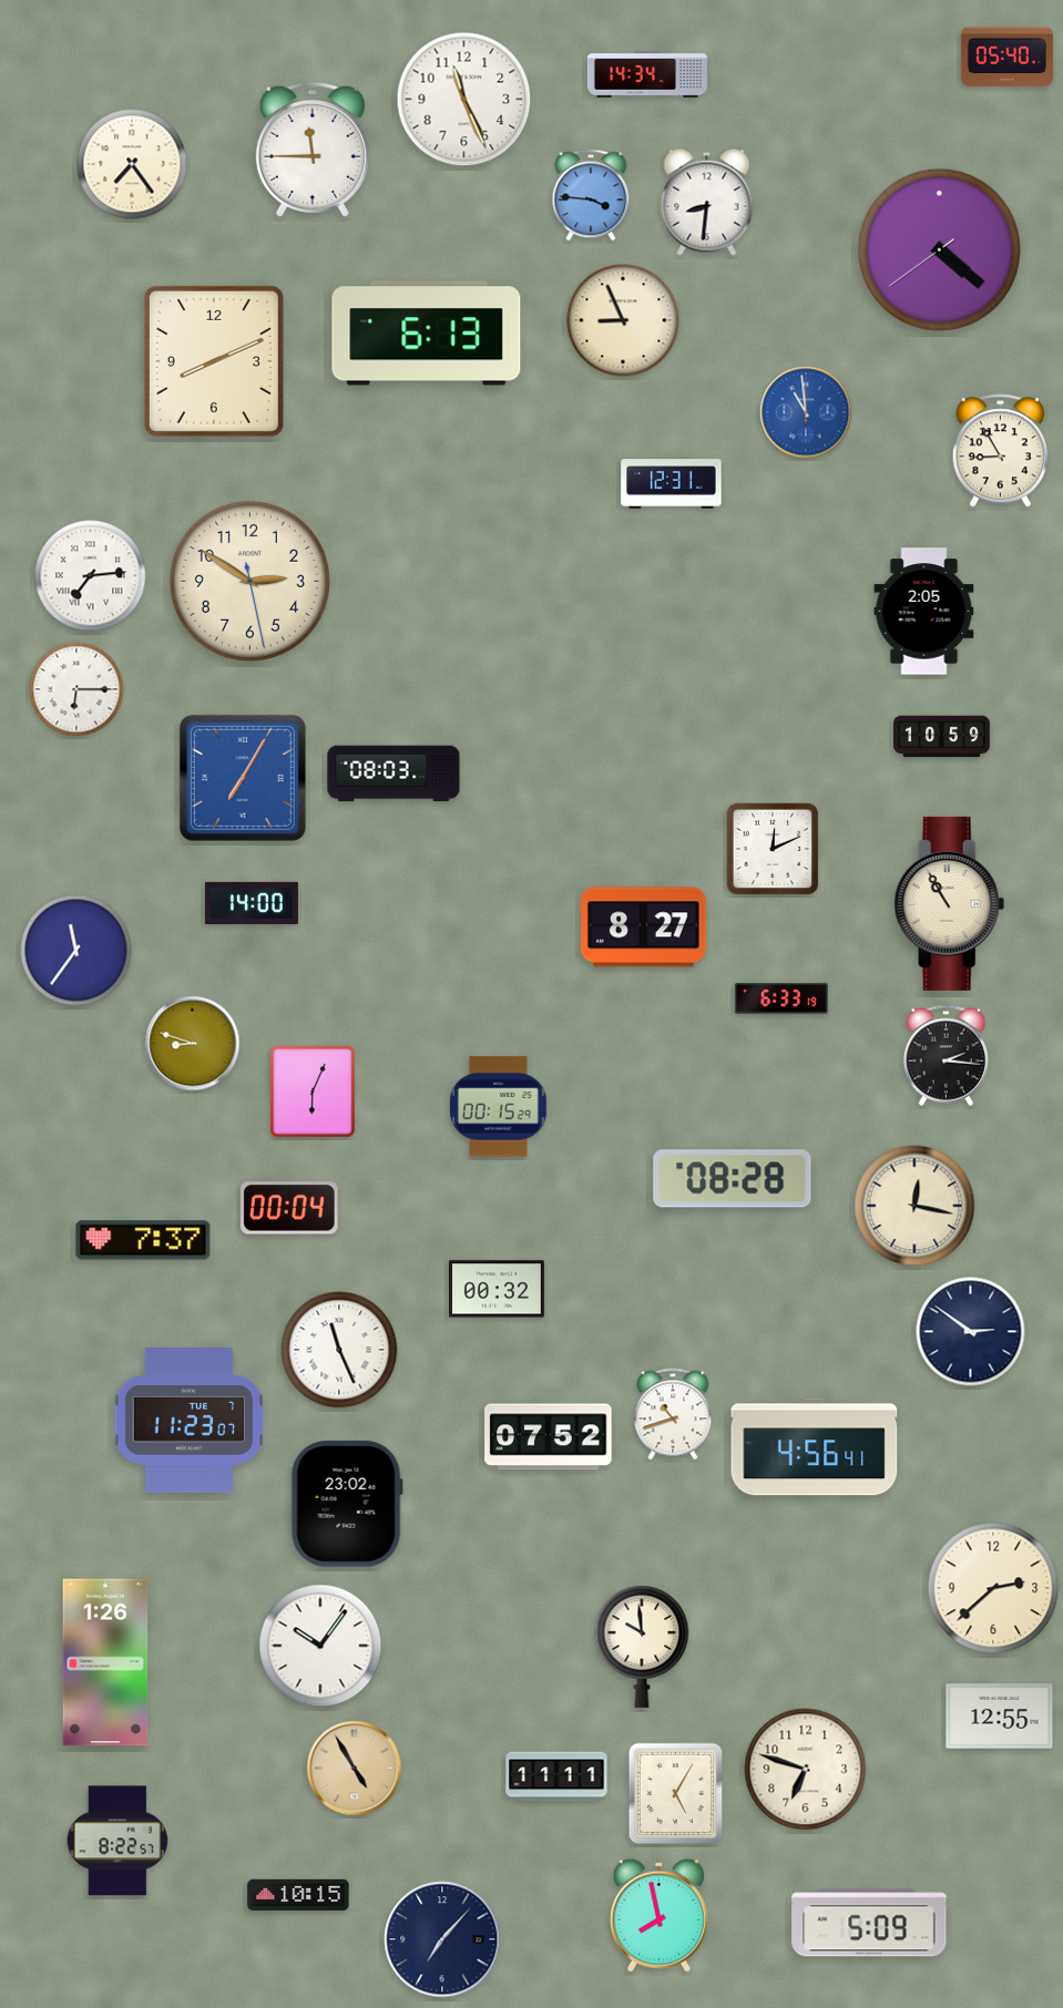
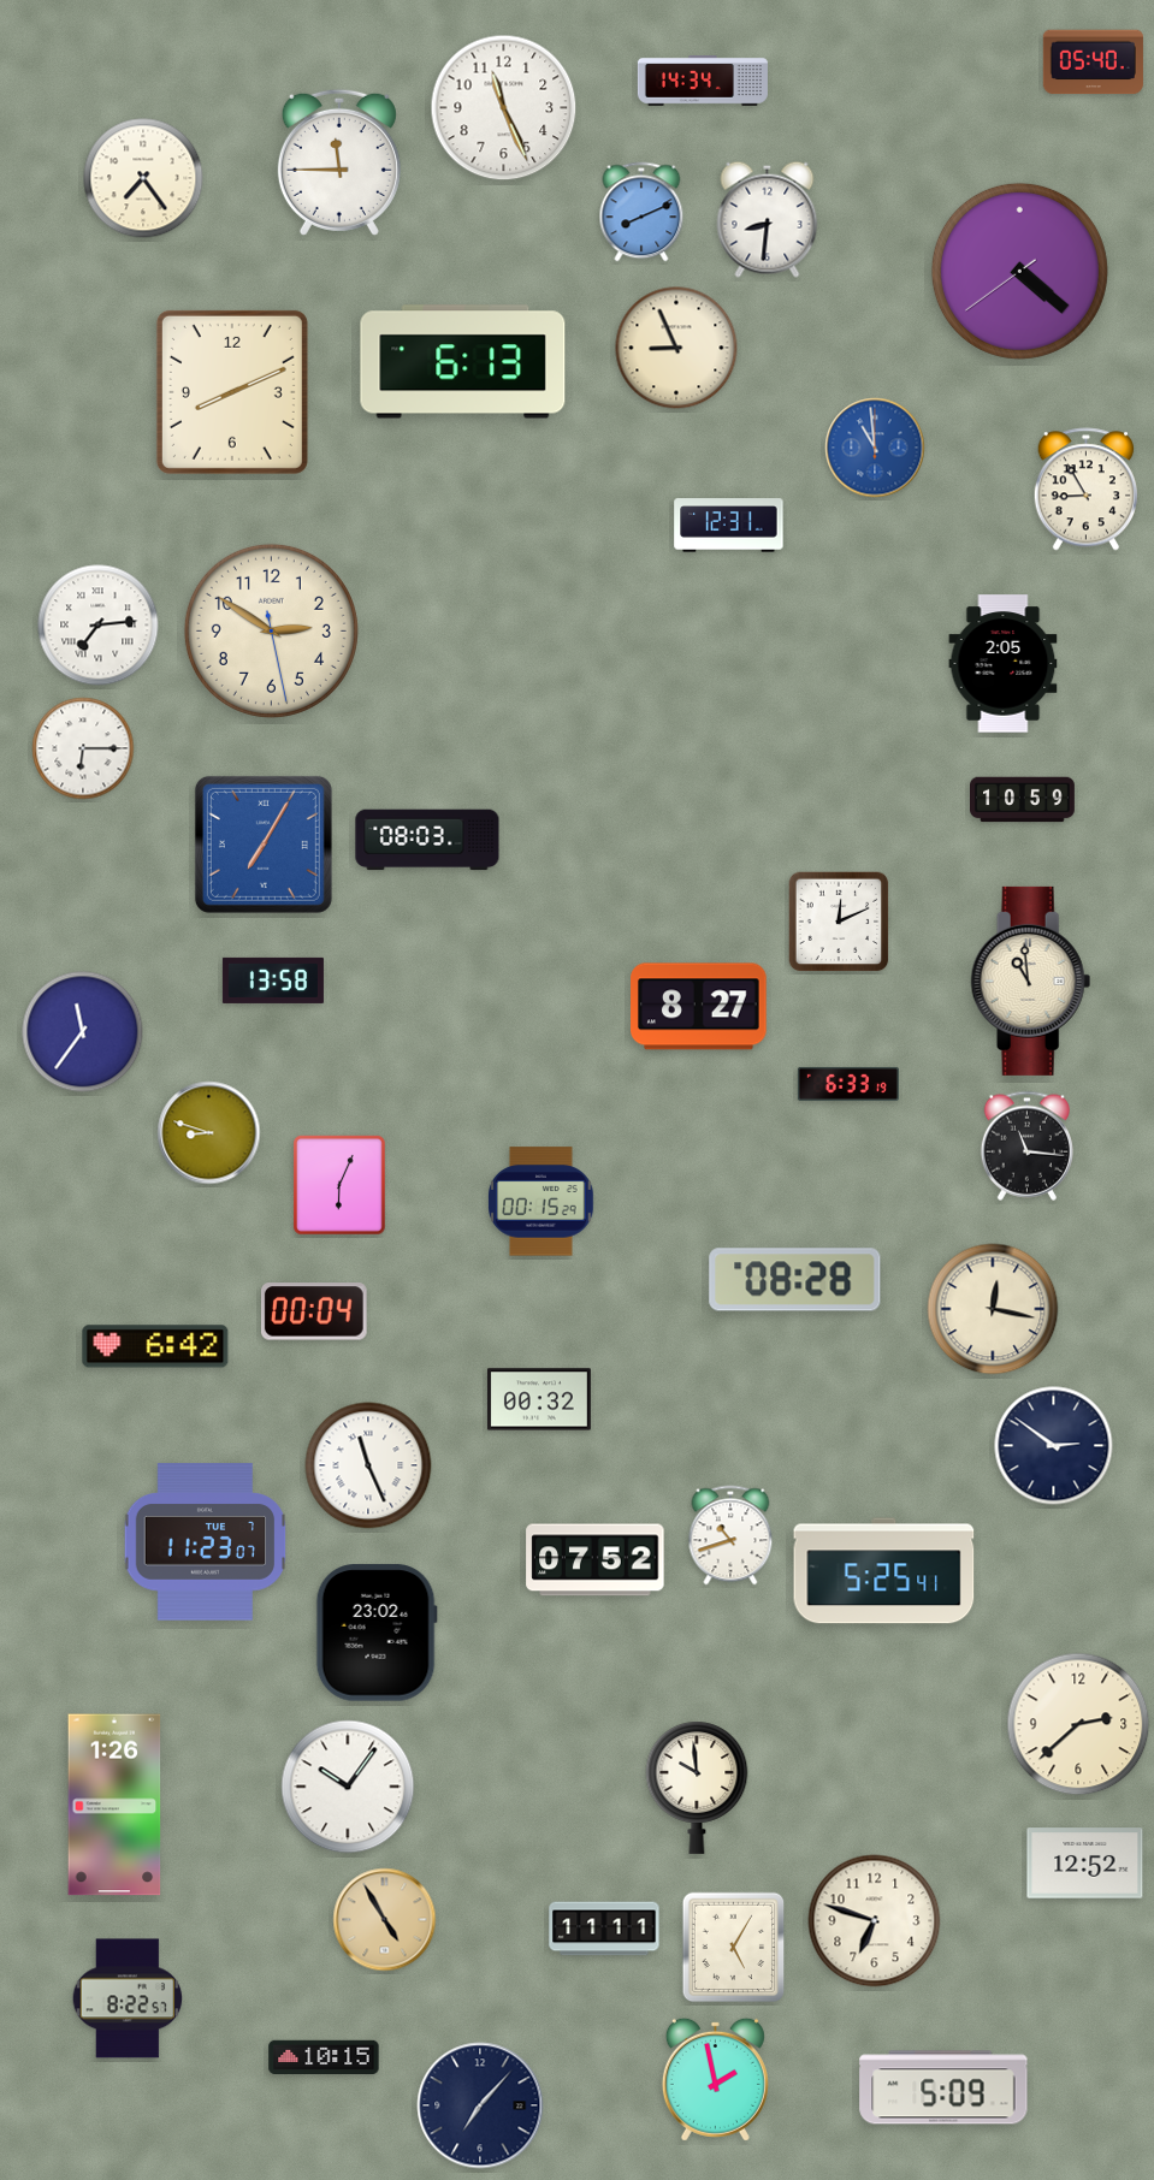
clock at (591, 195): 3:46 -> 8:11
clock at (252, 903): 14:00 -> 13:58
clock at (950, 903): 10:55 -> 10:59
clock at (946, 1055): 2:16 -> 11:16
clock at (143, 1240): 7:37 -> 6:42
clock at (815, 1447): 4:56 -> 5:25
clock at (1000, 1717): 12:55 -> 12:52
clock at (658, 1915): 7:58 -> 1:58
